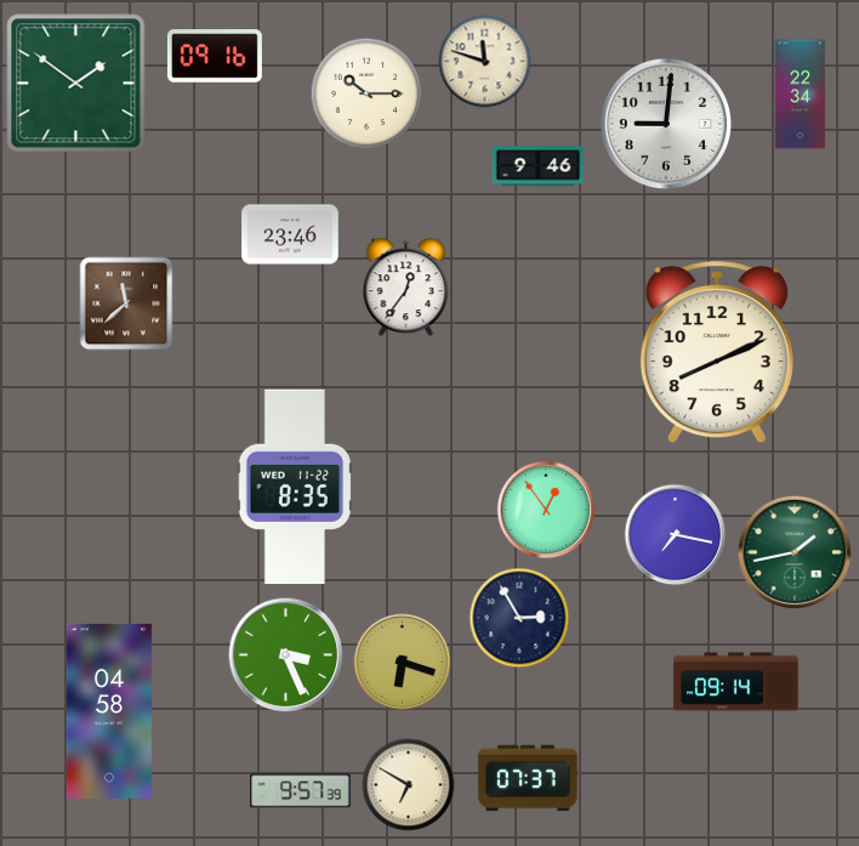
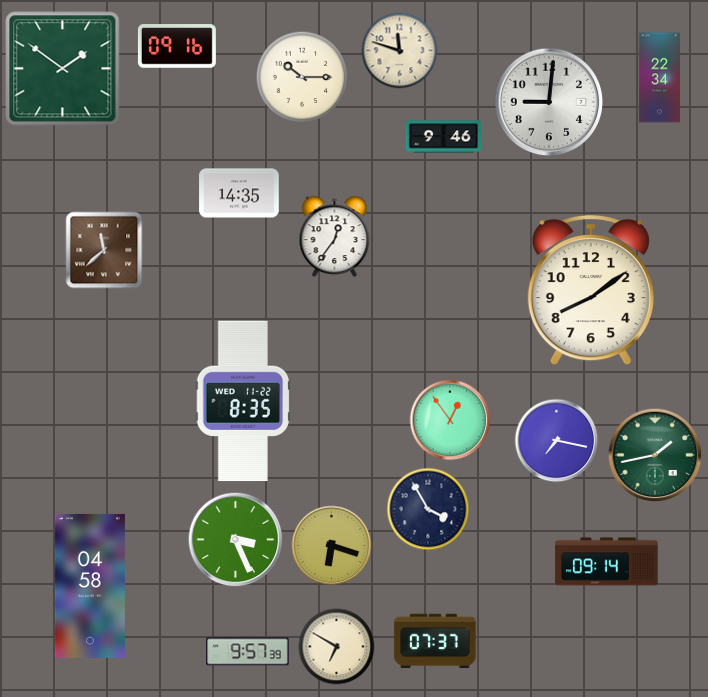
clock at (290, 234): 23:46 -> 14:35
clock at (717, 353): 8:11 -> 8:09
clock at (519, 618): 2:55 -> 3:55
